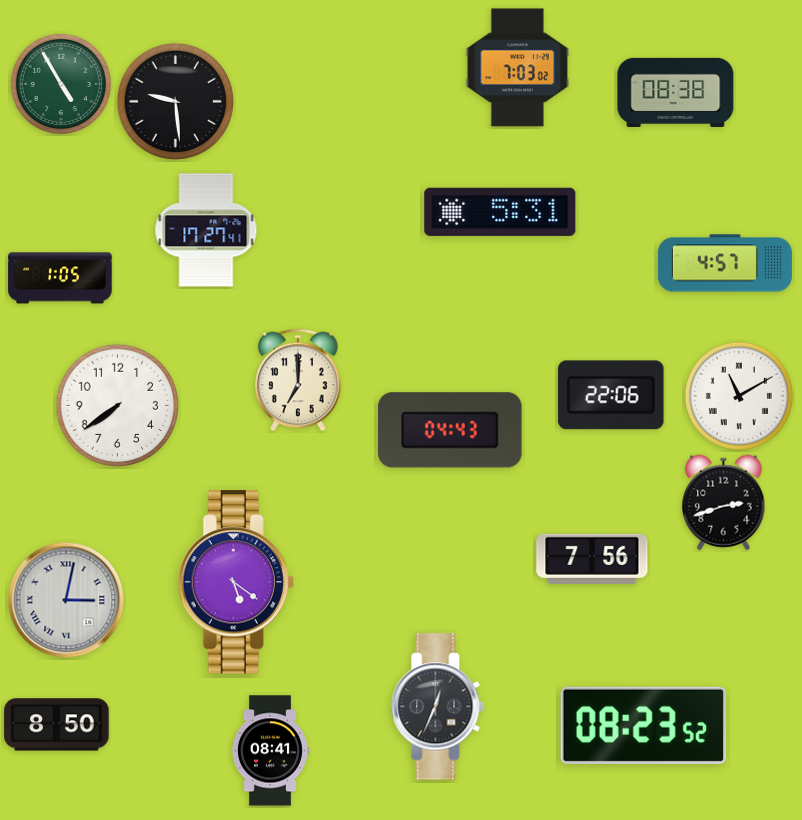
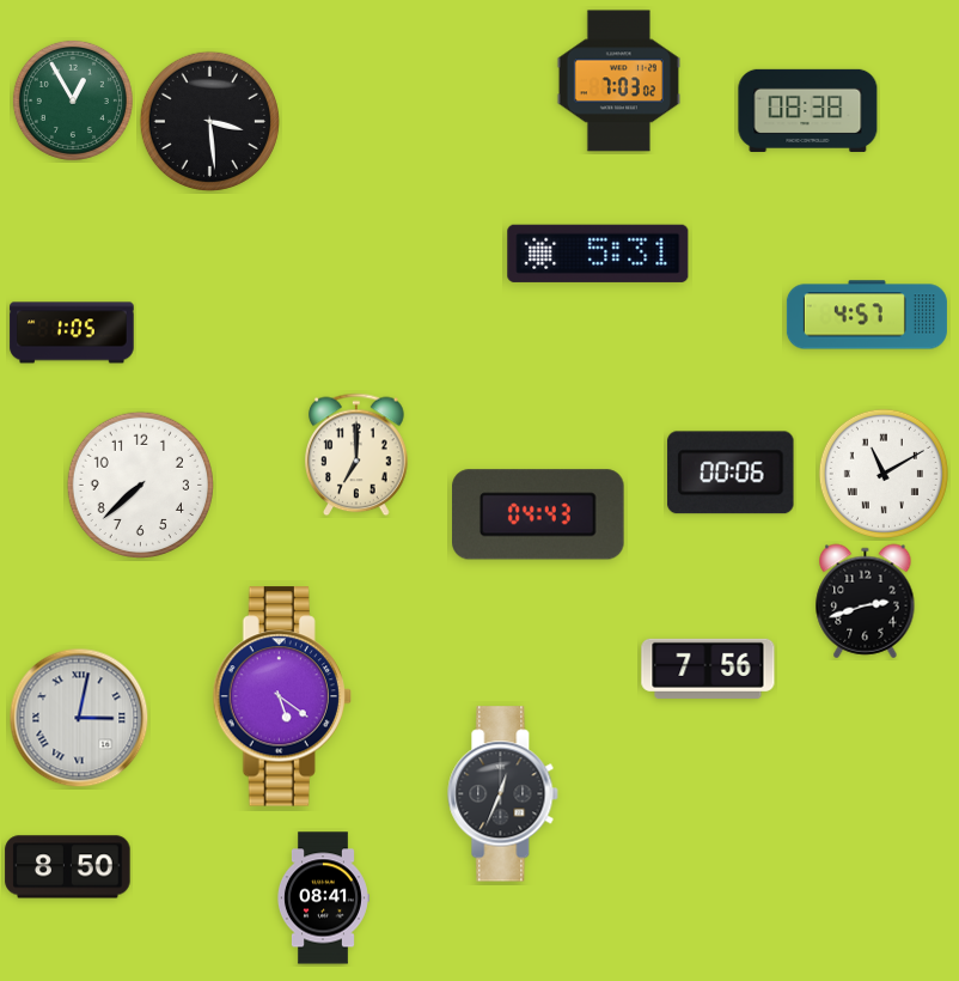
clock at (61, 84): 4:55 -> 12:55
clock at (175, 101): 9:29 -> 3:29
clock at (206, 230): 17:27 -> none
clock at (611, 395): 22:06 -> 00:06
clock at (117, 405): 7:39 -> 7:38
clock at (438, 707) position: (438, 707) -> (503, 794)
clock at (643, 725): 08:23 -> none
